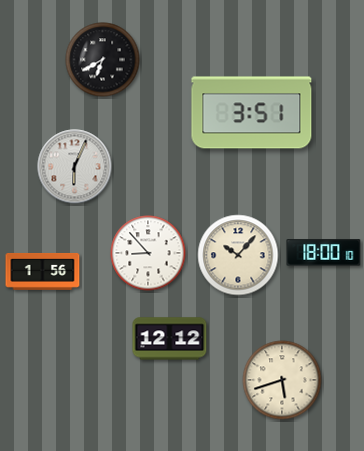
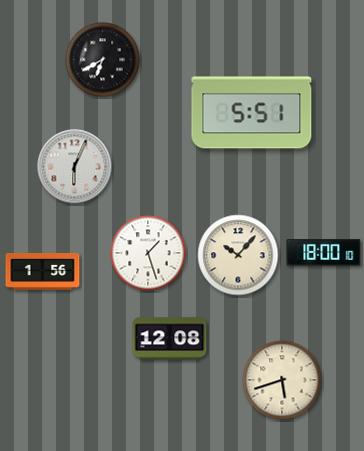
clock at (252, 113): 3:51 -> 5:51
clock at (148, 253): 8:53 -> 1:27
clock at (170, 339): 12:12 -> 12:08
